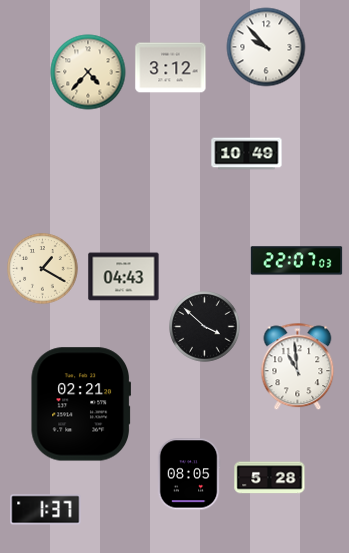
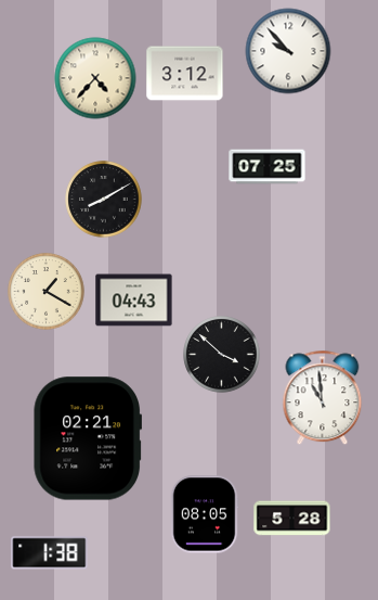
clock at (247, 154): 10:49 -> 07:25
clock at (104, 200): none -> 8:10
clock at (297, 261): 22:07 -> none
clock at (46, 510): 1:37 -> 1:38
